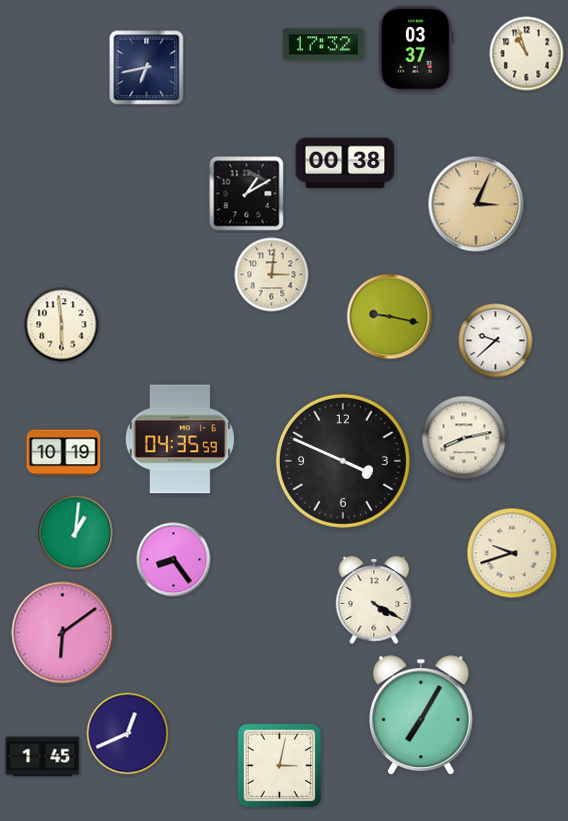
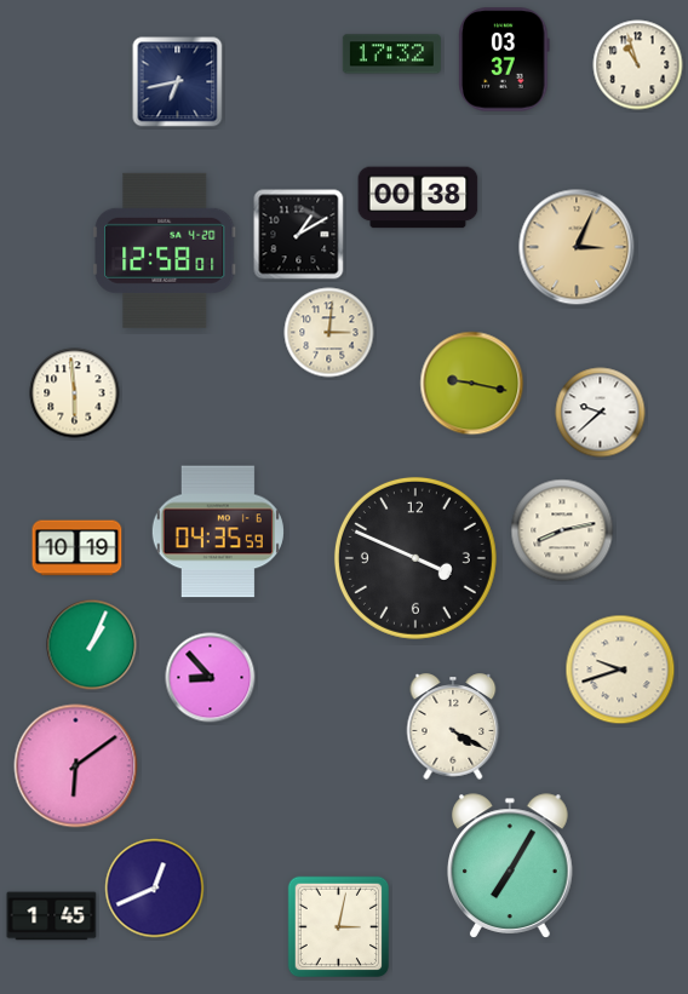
clock at (165, 251): none -> 12:58
clock at (76, 533): 1:01 -> 1:04
clock at (174, 560): 8:24 -> 8:53
